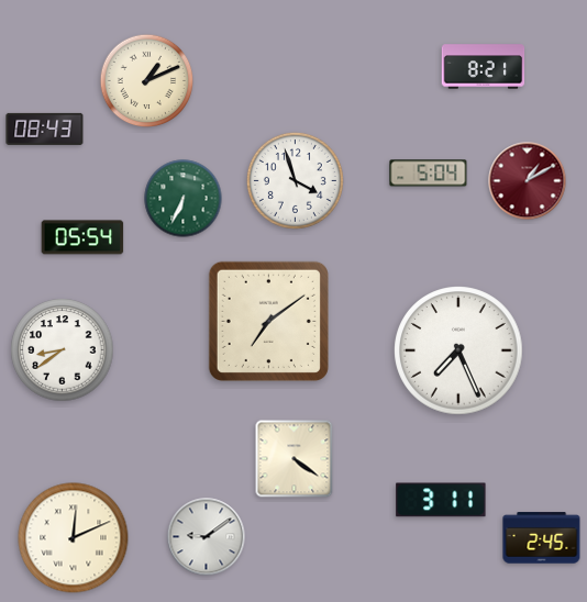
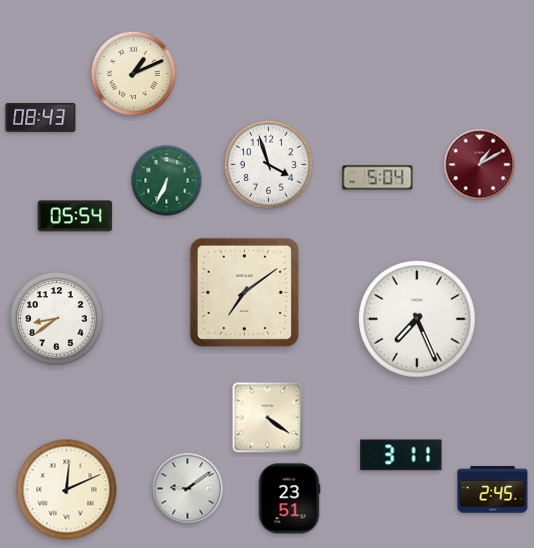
clock at (484, 67): 8:21 -> none
clock at (429, 174) position: (429, 174) -> (378, 178)
clock at (289, 499): none -> 23:51
